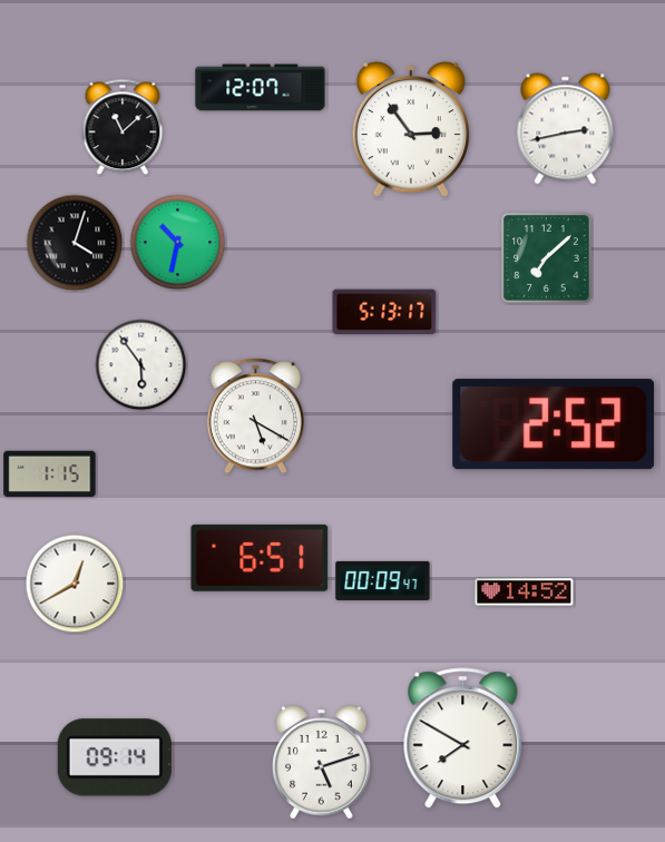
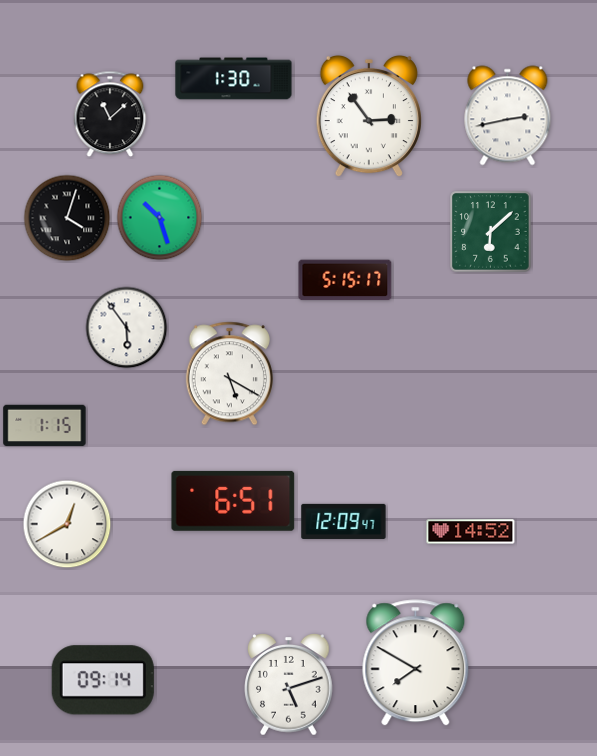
clock at (261, 88): 12:07 -> 1:30
clock at (178, 243): 10:32 -> 10:27
clock at (547, 258): 7:08 -> 6:08
clock at (384, 312): 5:13 -> 5:15
clock at (554, 424): 2:52 -> none
clock at (383, 580): 00:09 -> 12:09
